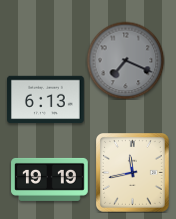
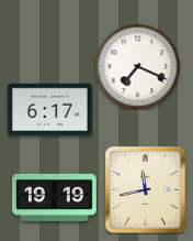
clock at (125, 60) dial: grey -> white
clock at (46, 100): 6:13 -> 6:17
